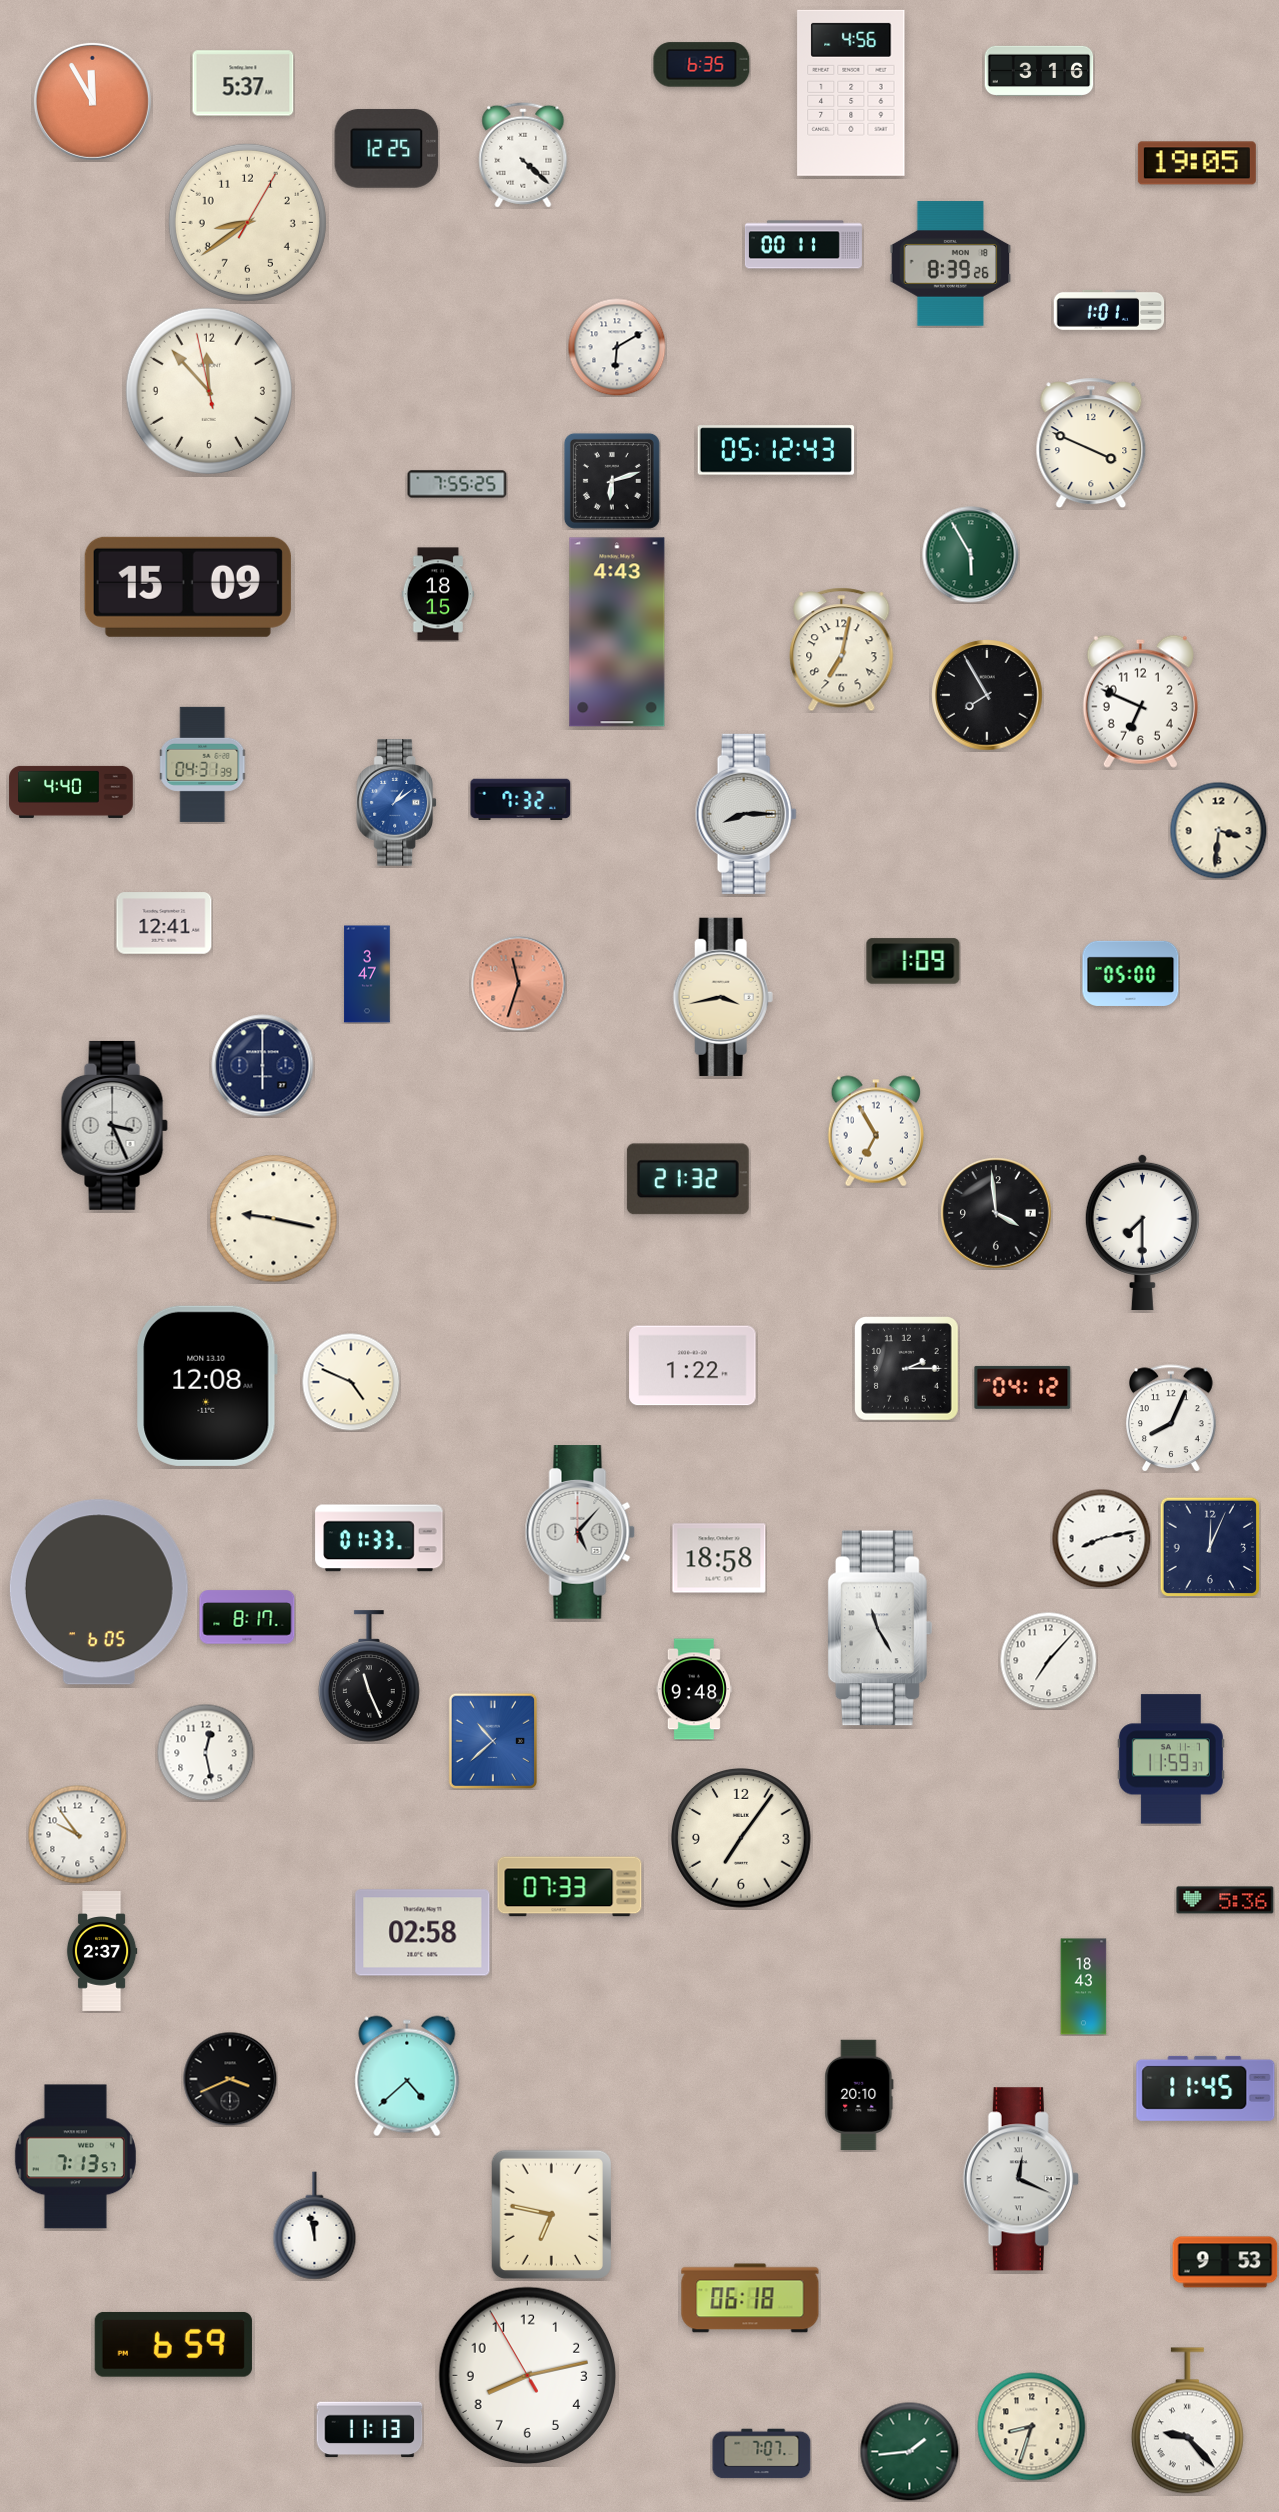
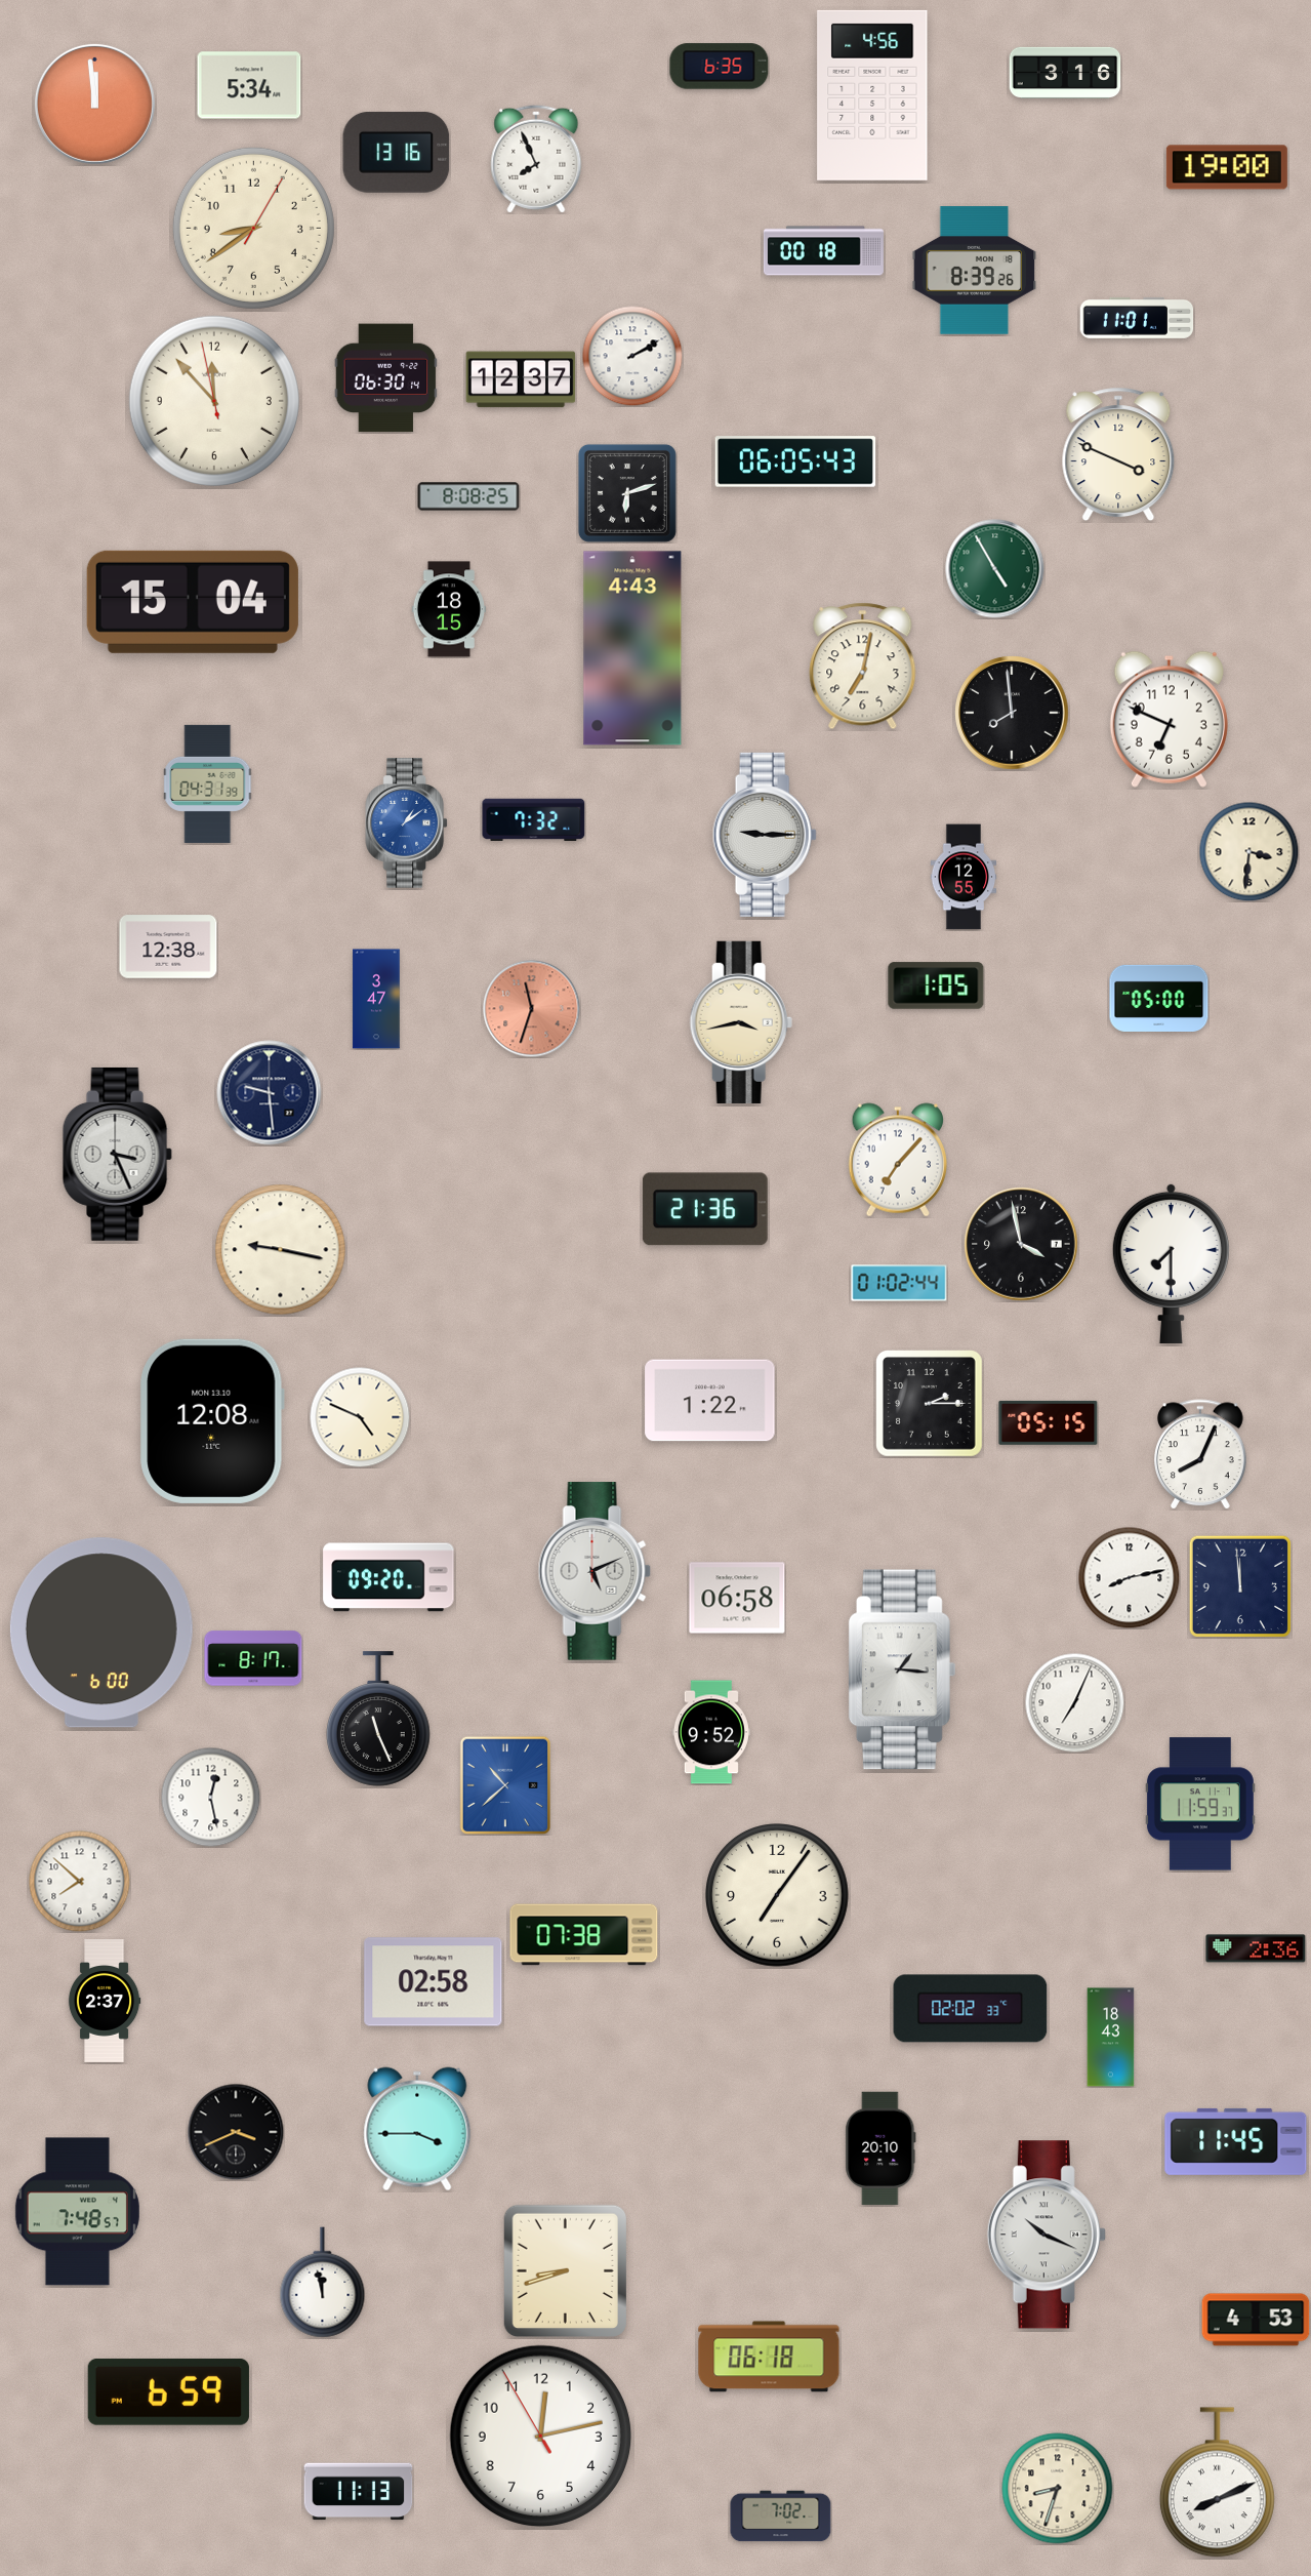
clock at (243, 83): 5:37 -> 5:34
clock at (92, 101): 11:55 -> 11:59
clock at (387, 148): 12:25 -> 13:16
clock at (523, 155): 4:22 -> 7:56
clock at (1197, 163): 19:05 -> 19:00
clock at (803, 245): 00:11 -> 00:18
clock at (1109, 310): 1:01 -> 11:01
clock at (617, 347): 6:10 -> 2:10
clock at (386, 378): none -> 06:30
clock at (521, 379): none -> 12:37
clock at (776, 450): 05:12 -> 06:05
clock at (457, 484): 7:55 -> 8:08
clock at (971, 555): 5:55 -> 4:55
clock at (188, 587): 15:09 -> 15:04
clock at (987, 695): 7:55 -> 7:59
clock at (71, 792): 4:40 -> none
clock at (746, 814): 8:15 -> 9:15
clock at (964, 877): none -> 12:55
clock at (164, 923): 12:41 -> 12:38
clock at (913, 961): 1:09 -> 1:05
clock at (263, 1066): 6:00 -> 9:29
clock at (875, 1131): 6:55 -> 7:07
clock at (688, 1179): 21:32 -> 21:36
clock at (996, 1213): 3:59 -> 3:58
clock at (899, 1283): none -> 01:02
clock at (1023, 1387): 04:12 -> 05:15
clock at (580, 1532): 5:07 -> 5:11
clock at (379, 1538): 01:33 -> 09:20
clock at (1210, 1547): 12:04 -> 11:59
clock at (719, 1558): 18:58 -> 06:58
clock at (99, 1592): 6:05 -> 6:00
clock at (879, 1628): 11:25 -> 1:16
clock at (1048, 1660): 7:07 -> 7:04
clock at (694, 1689): 9:48 -> 9:52
clock at (78, 1835): 9:54 -> 7:52
clock at (742, 1839) position: (742, 1839) -> (778, 1896)
clock at (570, 1887): 07:33 -> 07:38
clock at (1225, 1900): 5:36 -> 2:36
clock at (971, 2009): none -> 02:02
clock at (407, 2076): 4:38 -> 3:45
clock at (75, 2157): 7:13 -> 7:48
clock at (1021, 2179): 12:19 -> 10:19
clock at (551, 2214): 6:47 -> 8:42
clock at (1225, 2262): 9:53 -> 4:53
clock at (173, 2344) position: (173, 2344) -> (168, 2391)
clock at (528, 2376): 8:12 -> 12:12
clock at (1187, 2421): 9:23 -> 8:11
clock at (370, 2430) position: (370, 2430) -> (359, 2492)
clock at (910, 2452): 1:44 -> none
clock at (762, 2454): 7:07 -> 7:02
